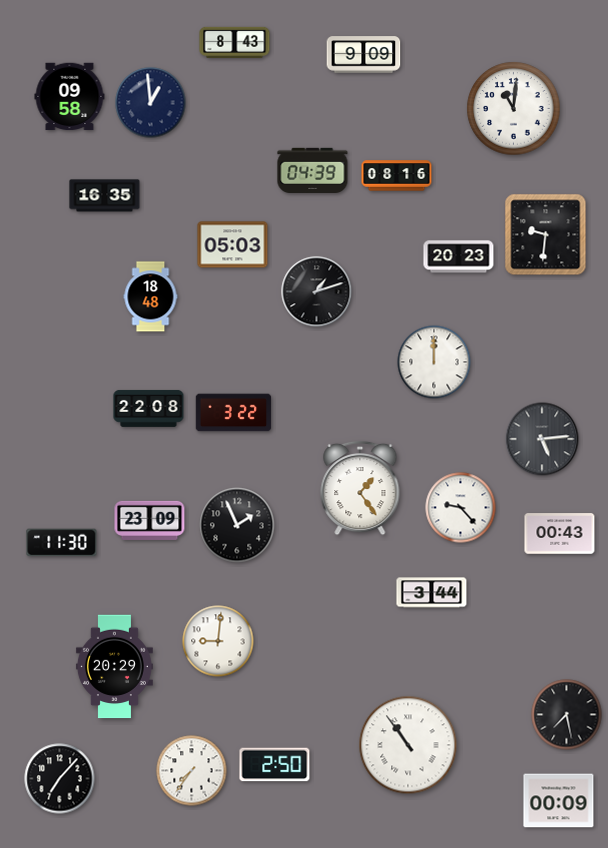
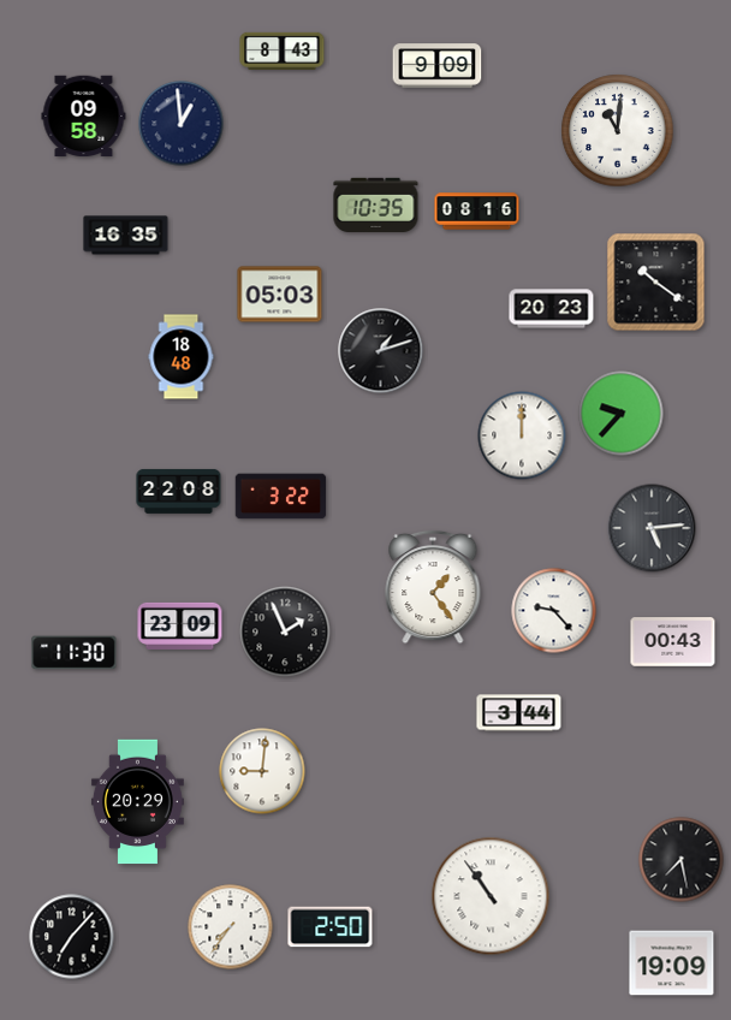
clock at (313, 170): 04:39 -> 10:35
clock at (546, 235): 9:31 -> 10:21
clock at (622, 414): none -> 9:37
clock at (275, 765) position: (275, 765) -> (331, 927)
clock at (559, 801): 00:09 -> 19:09
